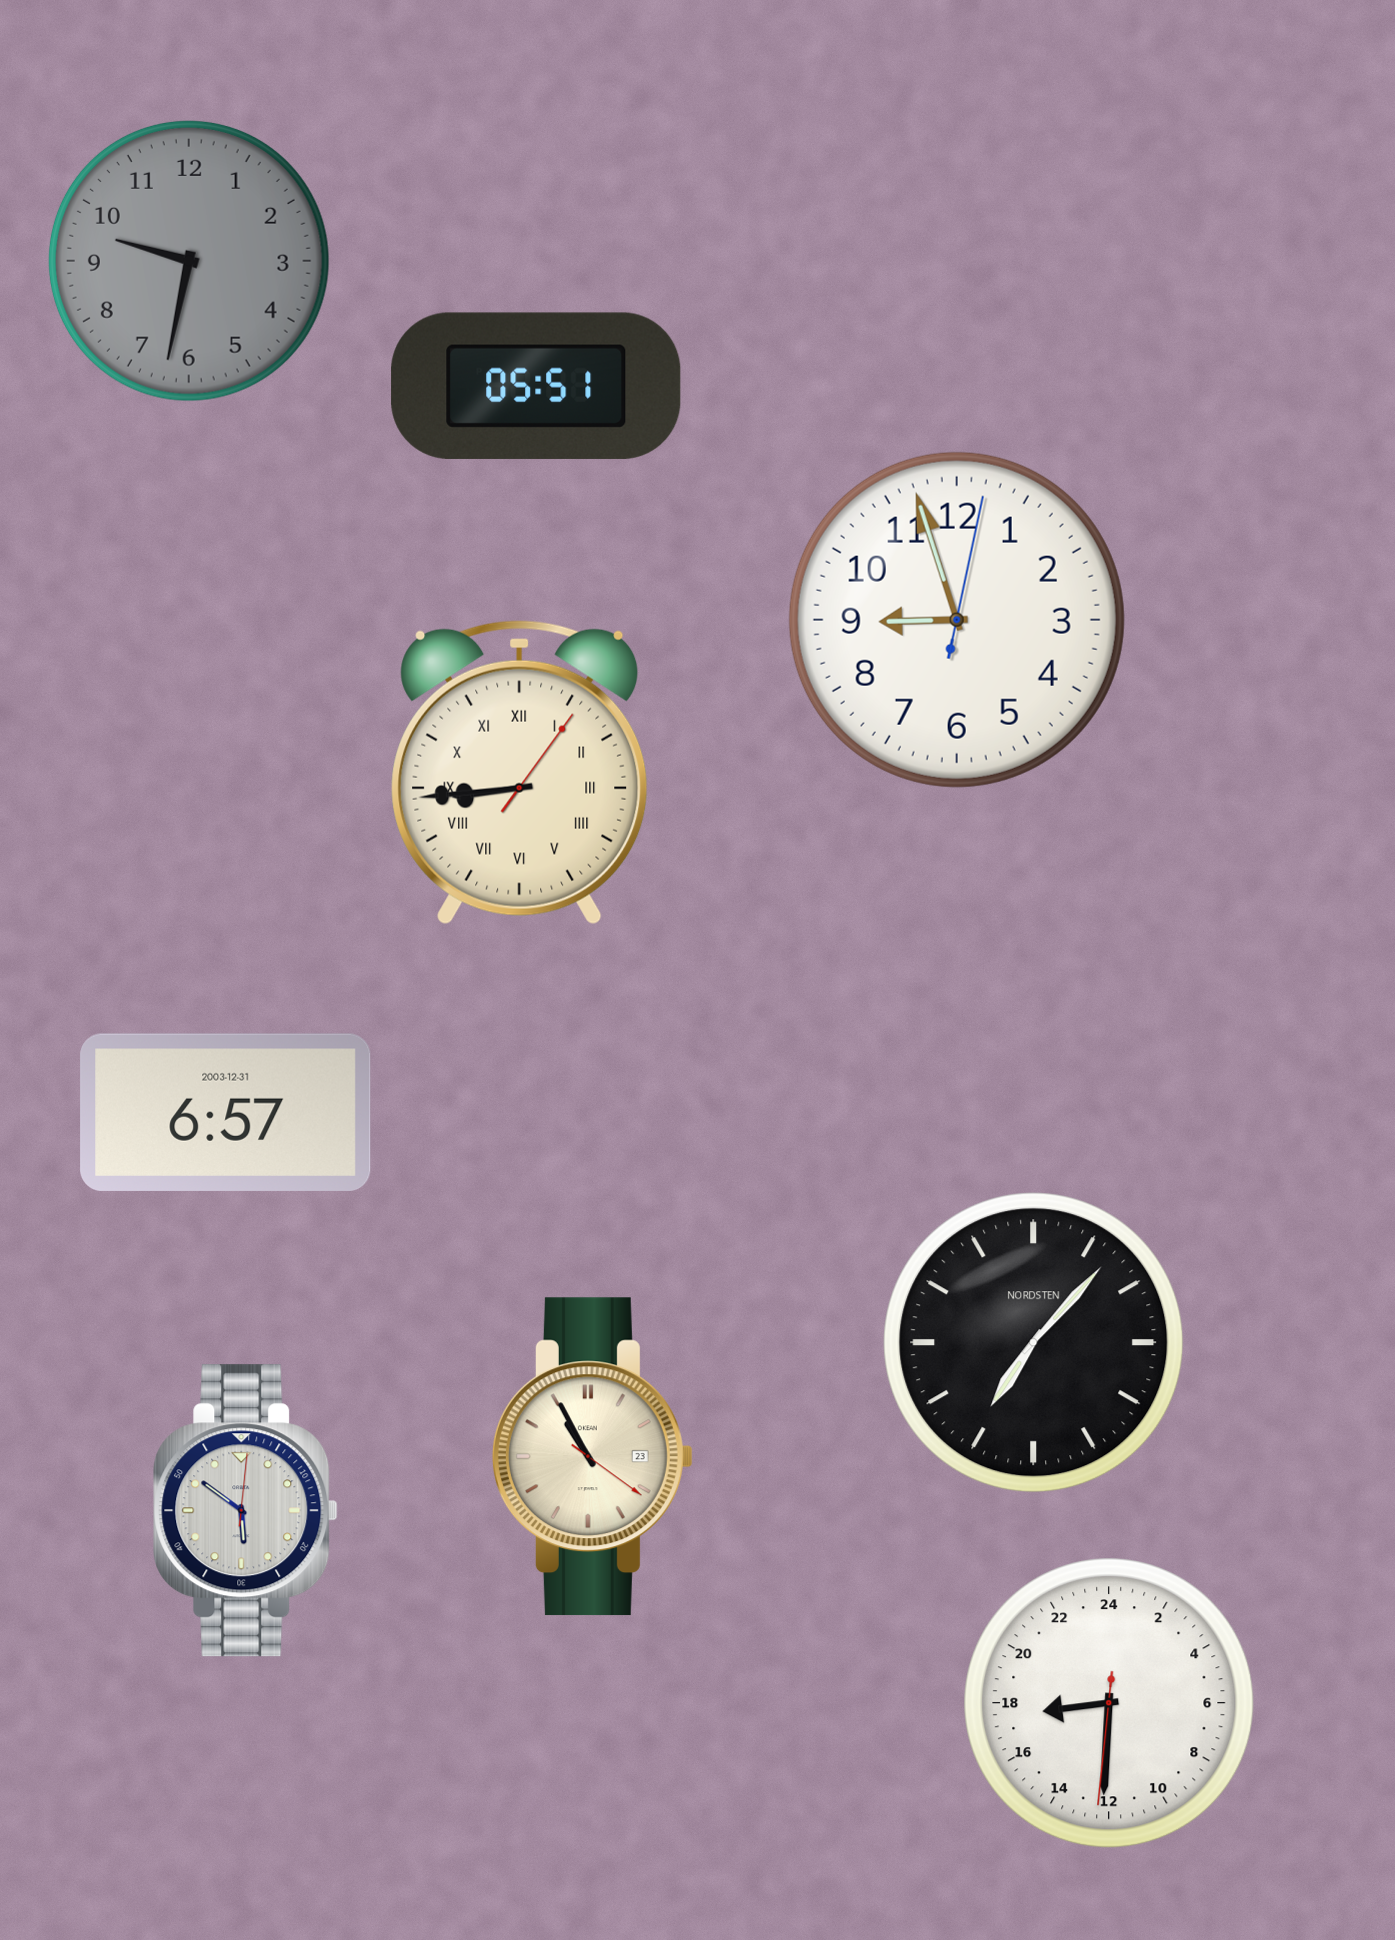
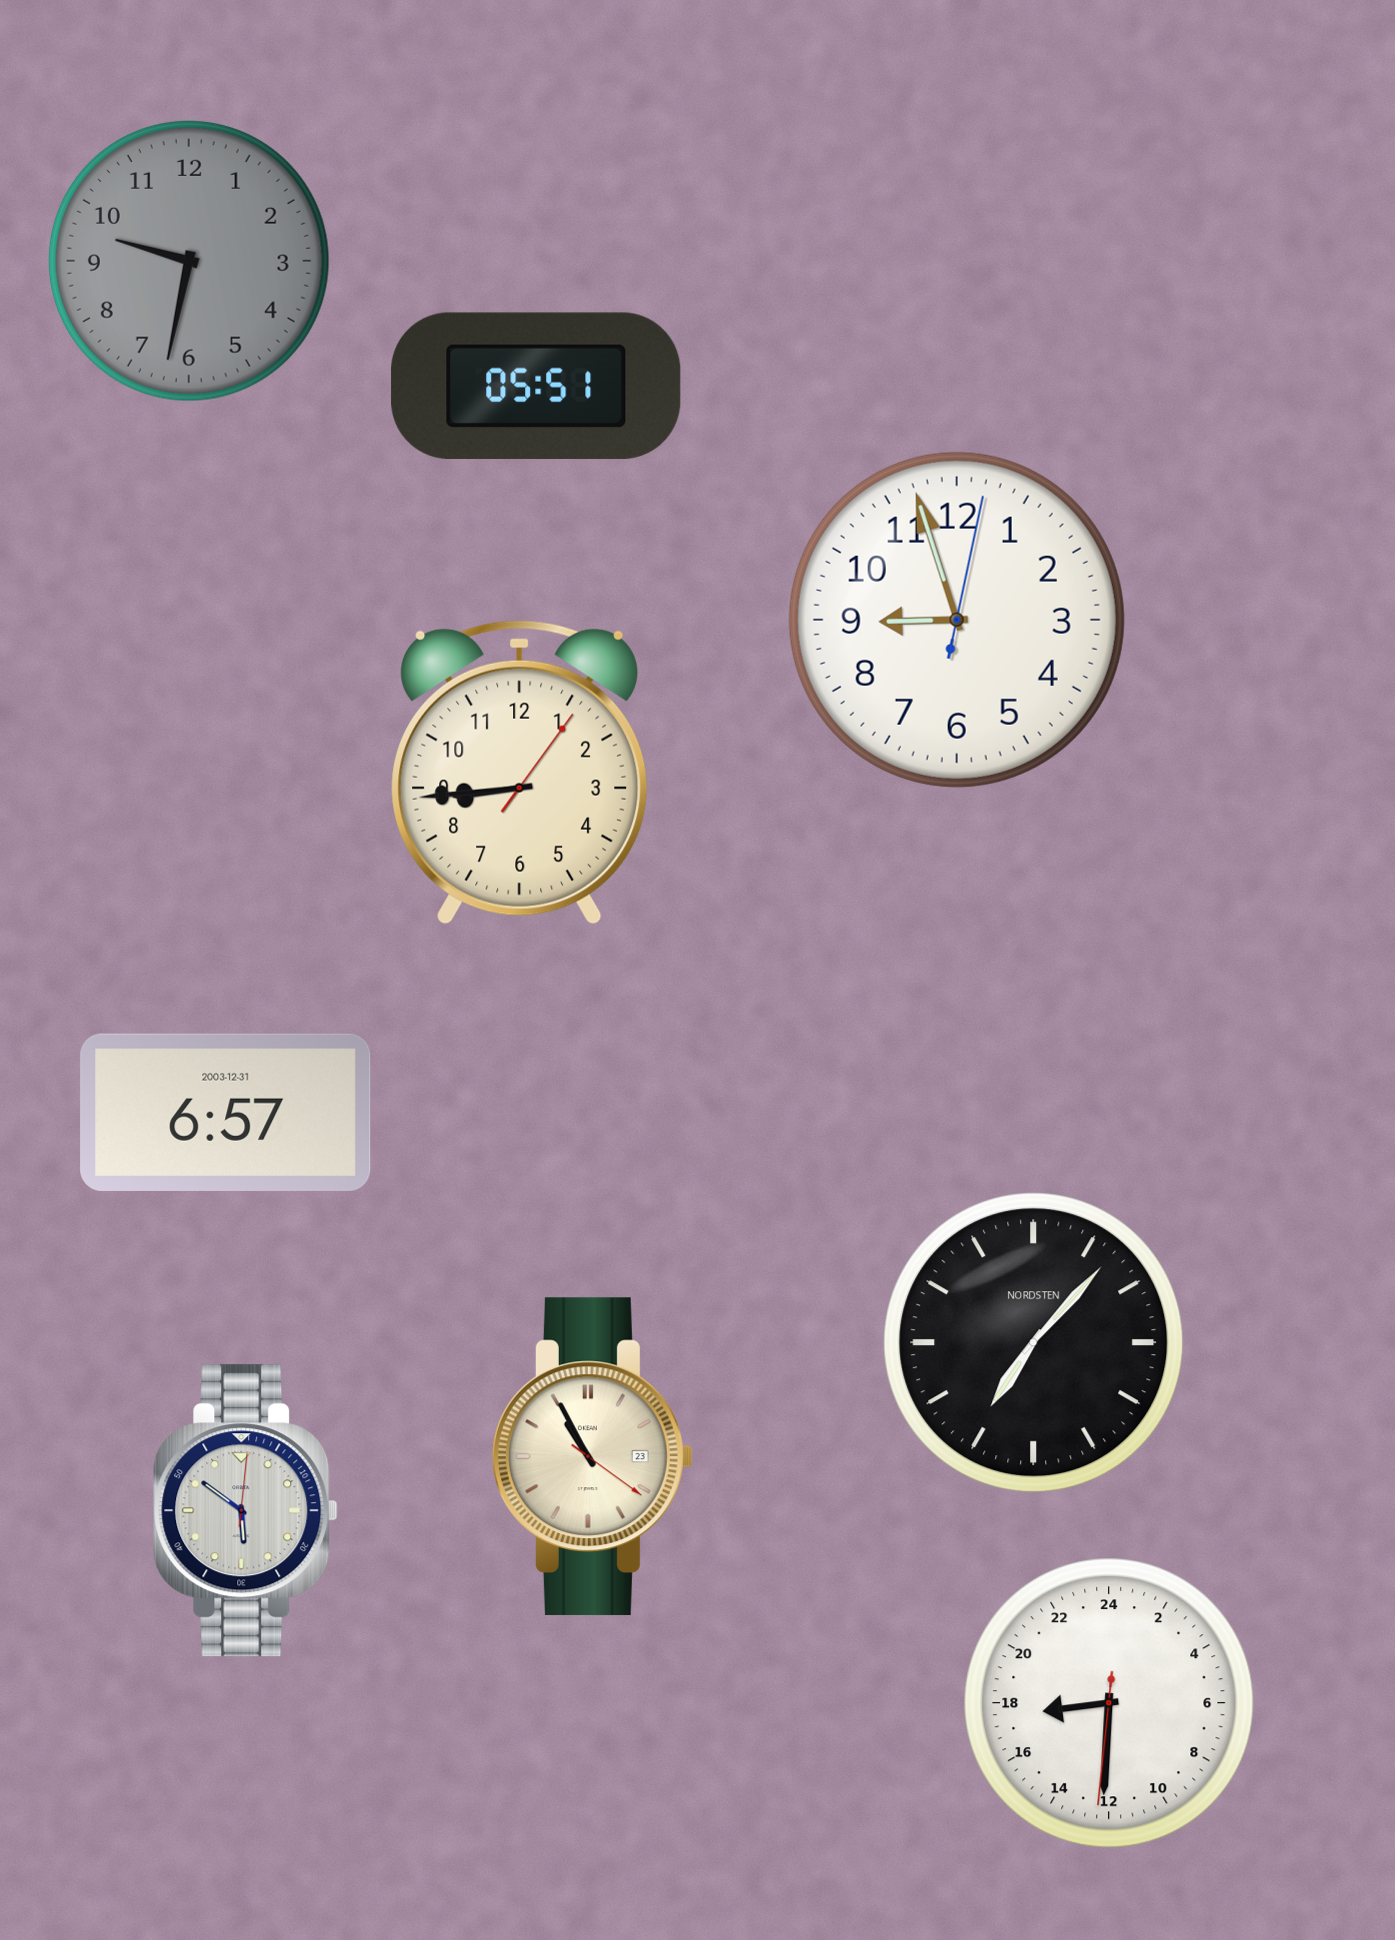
clock at (520, 773) numerals: Roman -> Arabic
